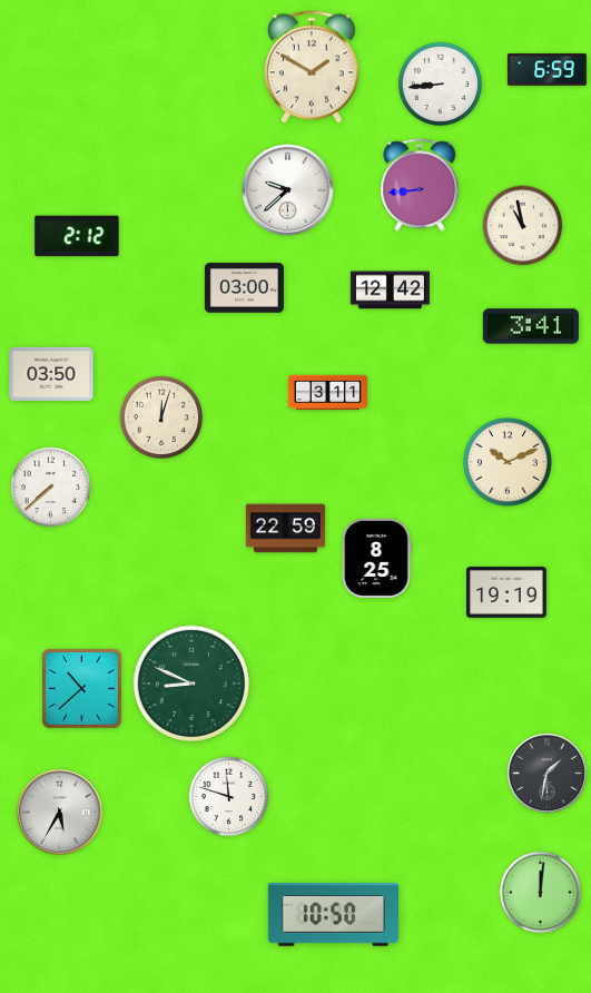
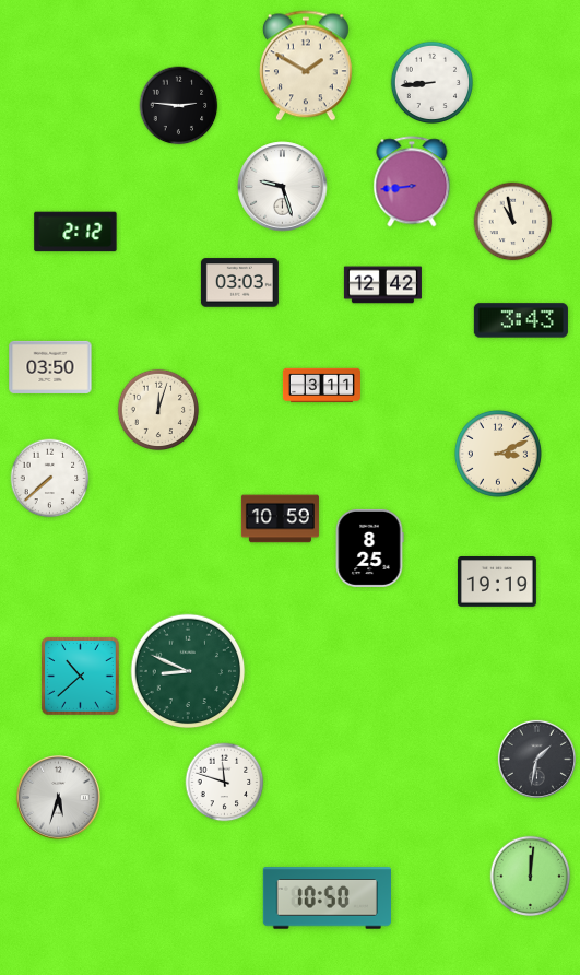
clock at (546, 69): 6:59 -> none
clock at (179, 106): none -> 2:46
clock at (288, 190): 9:38 -> 9:27
clock at (244, 288): 03:00 -> 03:03
clock at (531, 326): 3:41 -> 3:43
clock at (508, 462): 10:11 -> 3:11
clock at (285, 529): 22:59 -> 10:59
clock at (60, 813): 5:35 -> 5:33
